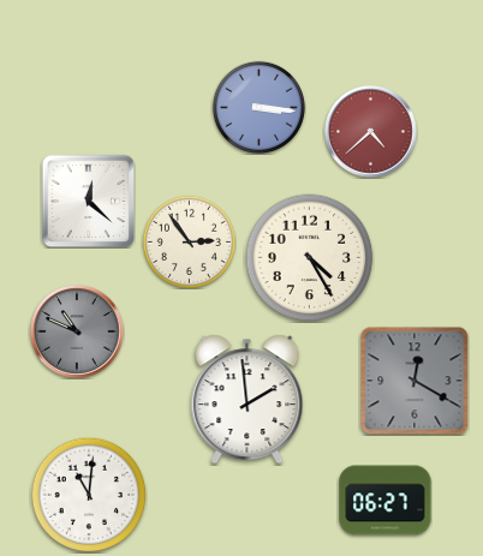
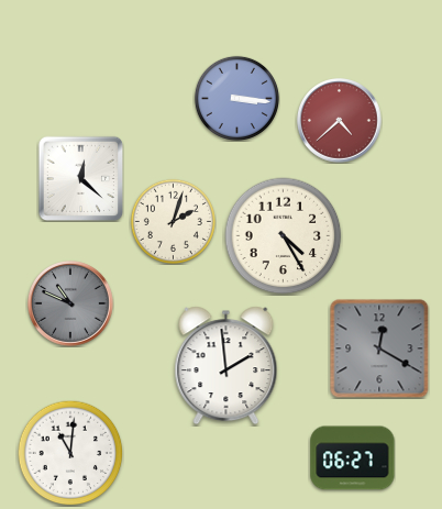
clock at (88, 201) position: (88, 201) -> (80, 178)
clock at (189, 241): 2:54 -> 2:03
clock at (89, 495) position: (89, 495) -> (70, 453)
